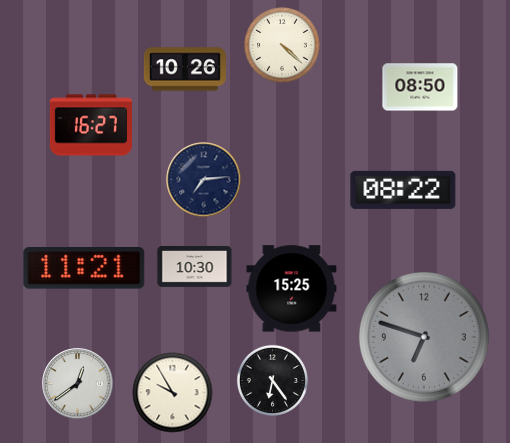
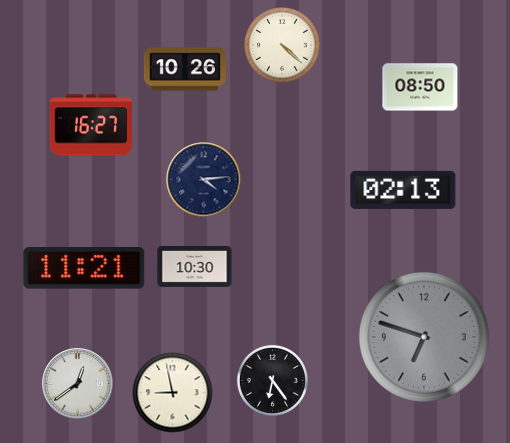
clock at (204, 180): 7:14 -> 4:14
clock at (403, 190): 08:22 -> 02:13
clock at (292, 289): 15:25 -> none
clock at (173, 393): 9:55 -> 8:58
